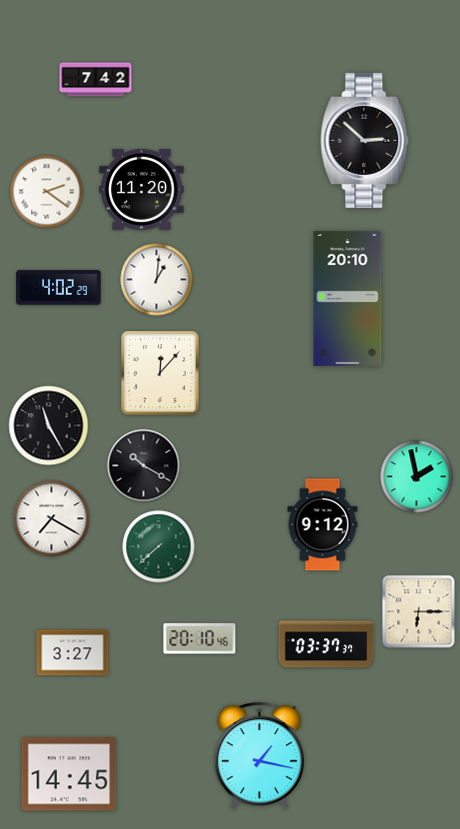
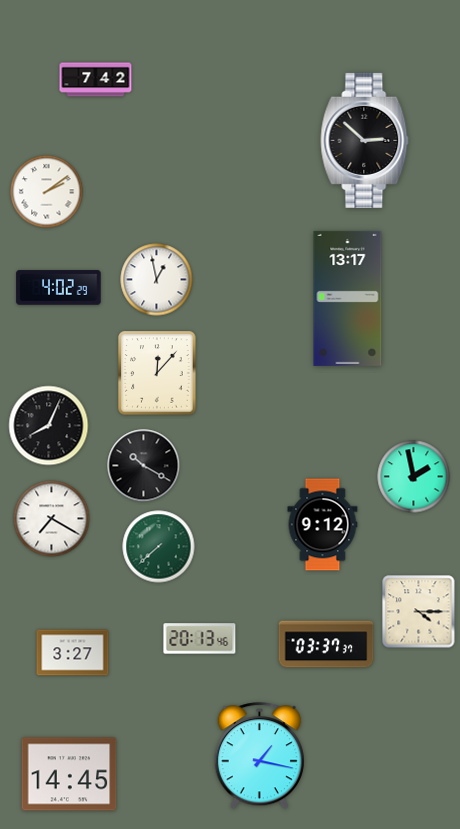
clock at (142, 189): 11:20 -> none
clock at (47, 192): 2:21 -> 2:09
clock at (157, 280): 1:01 -> 12:58
clock at (348, 298): 20:10 -> 13:17
clock at (160, 373) position: (160, 373) -> (157, 373)
clock at (49, 426): 11:25 -> 8:04
clock at (417, 477) position: (417, 477) -> (414, 477)
clock at (419, 612): 6:15 -> 4:15
clock at (200, 639): 20:10 -> 20:13
